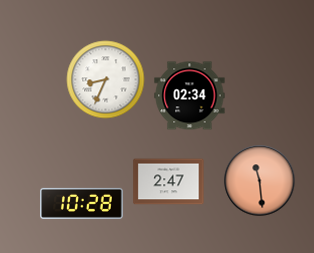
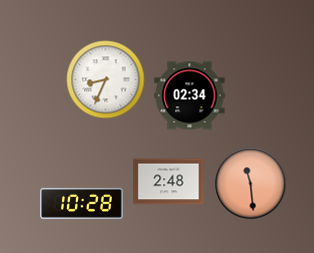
clock at (260, 181) position: (260, 181) -> (251, 184)
clock at (169, 182): 2:47 -> 2:48
